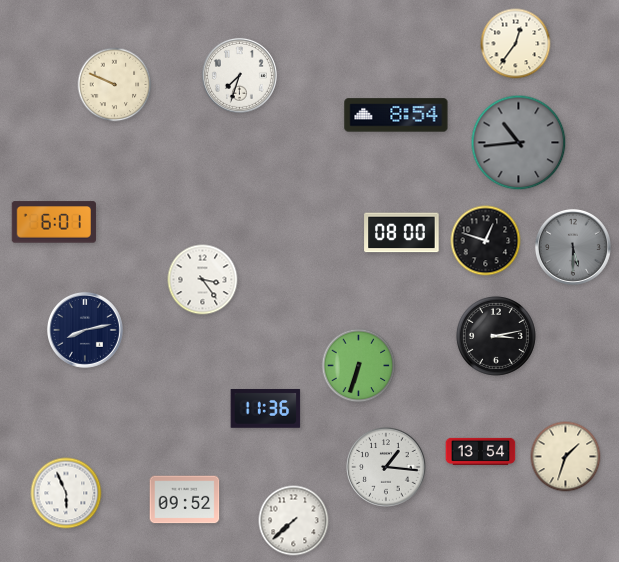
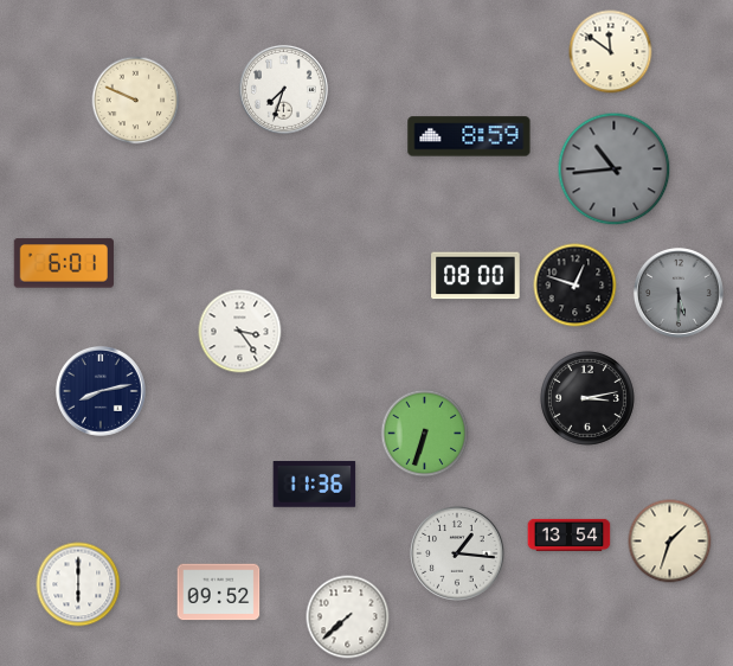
clock at (516, 44): 12:36 -> 11:51
clock at (396, 115): 8:54 -> 8:59
clock at (66, 493): 5:56 -> 6:00
